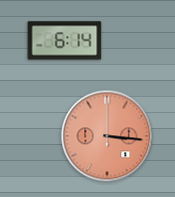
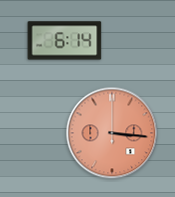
clock at (107, 136) position: (107, 136) -> (112, 133)
